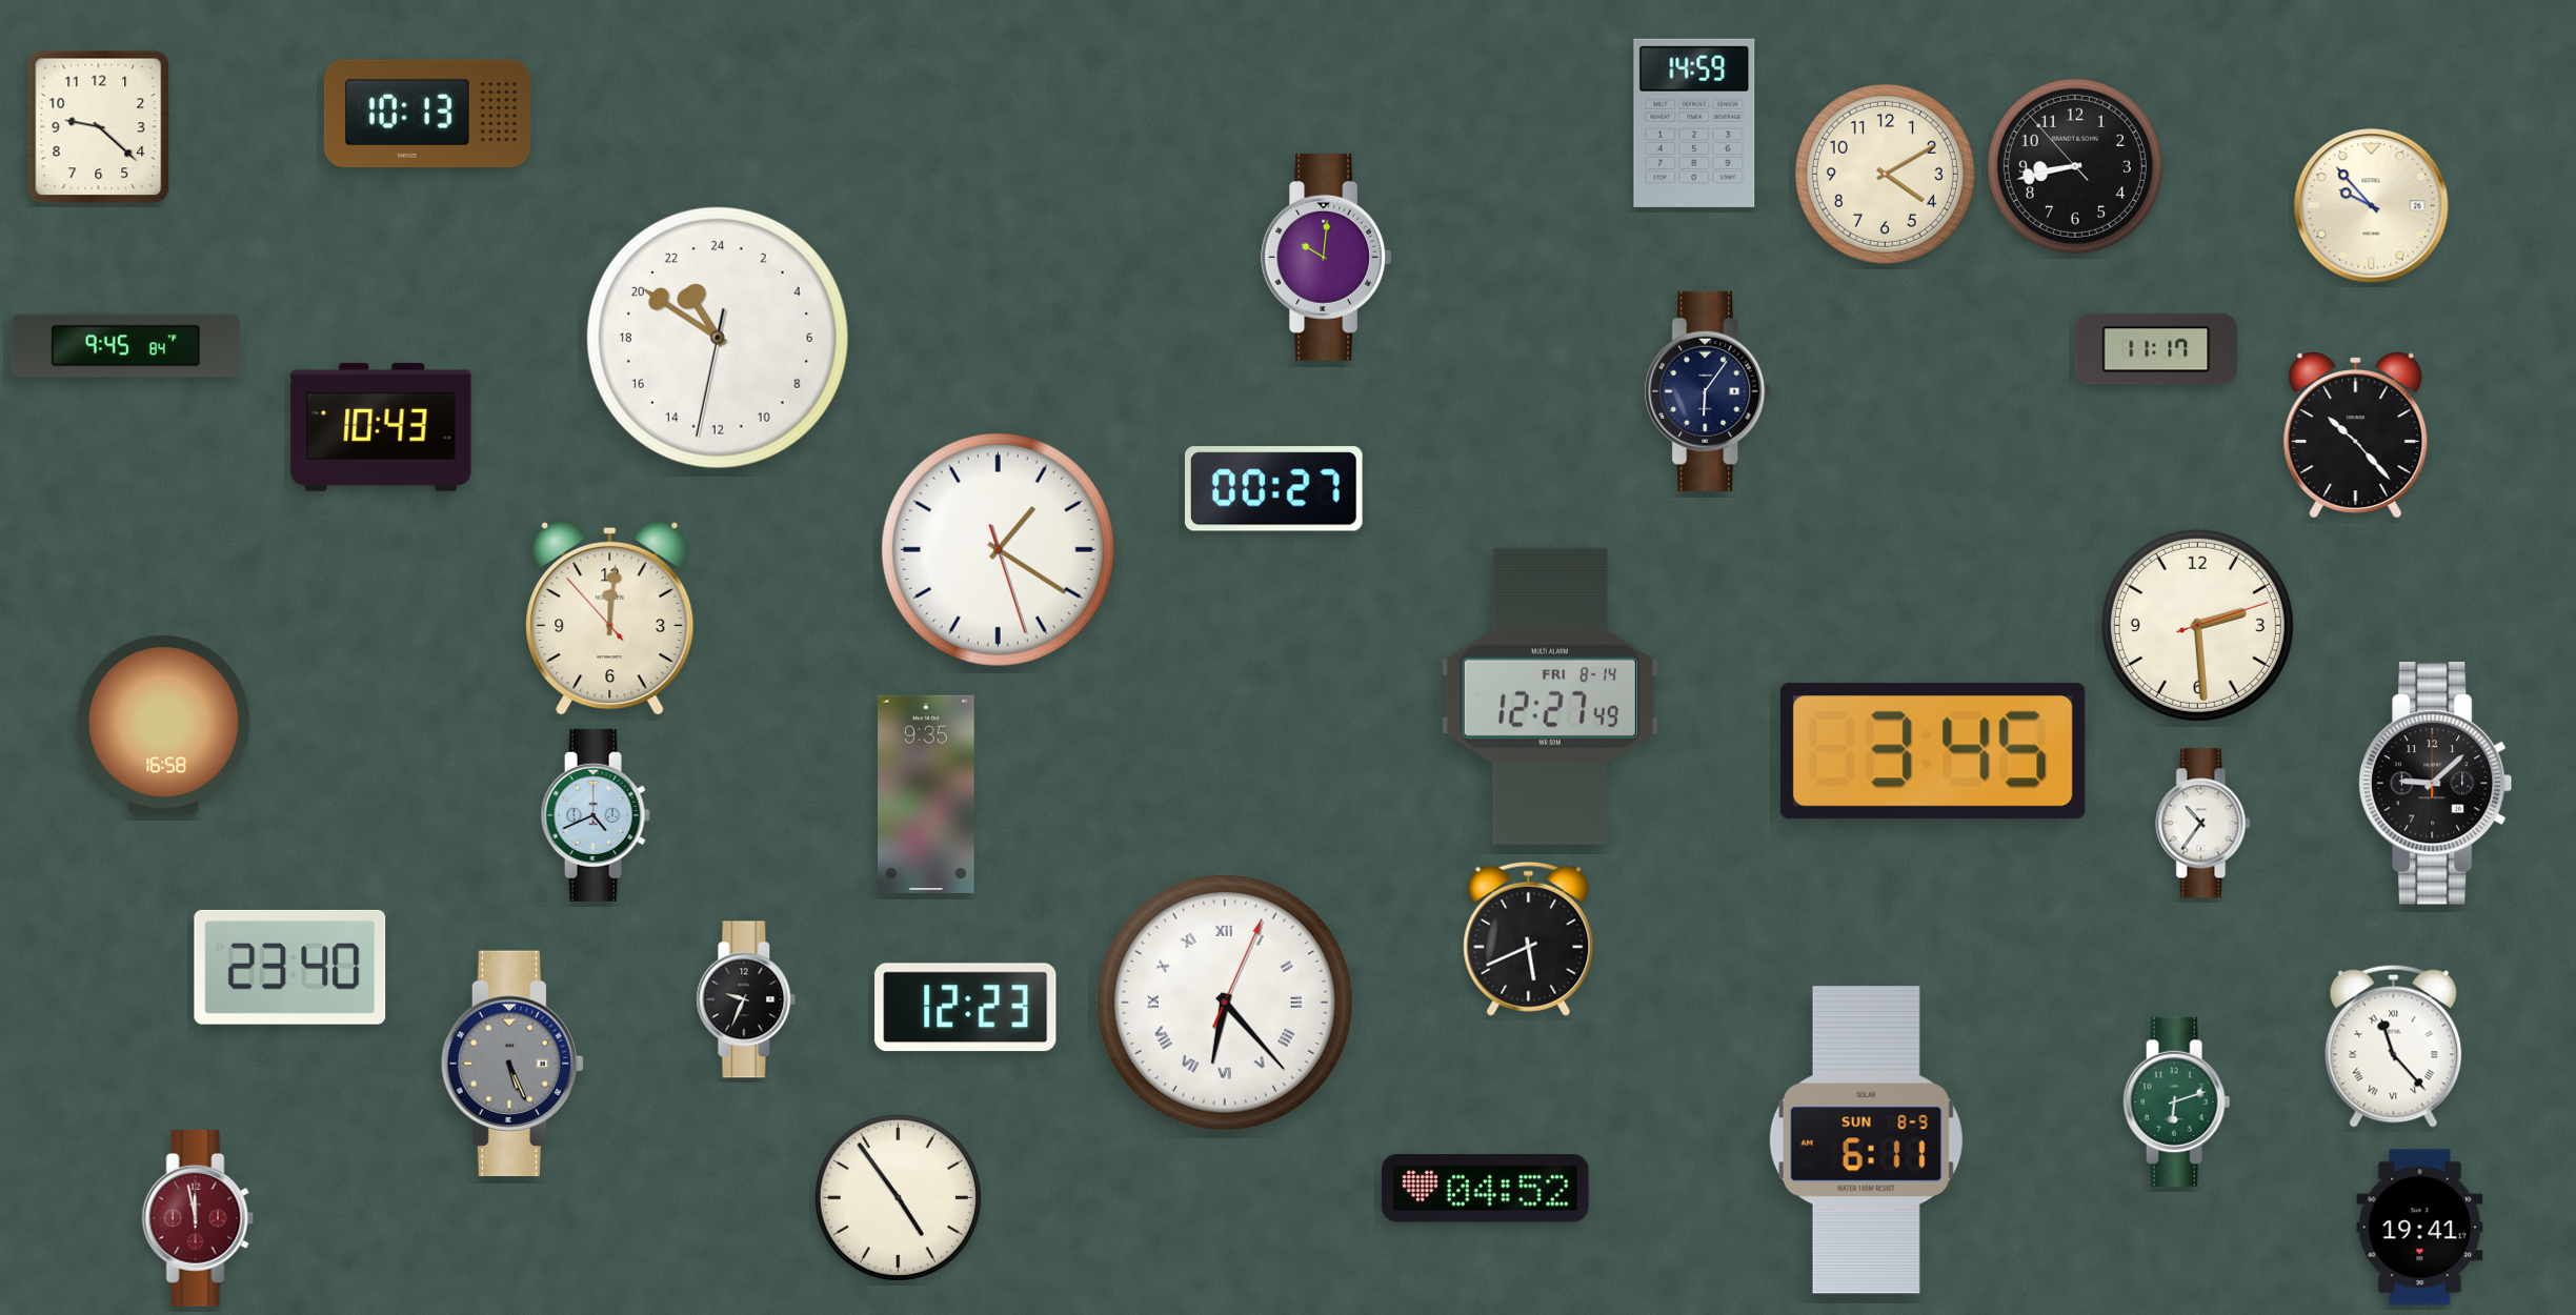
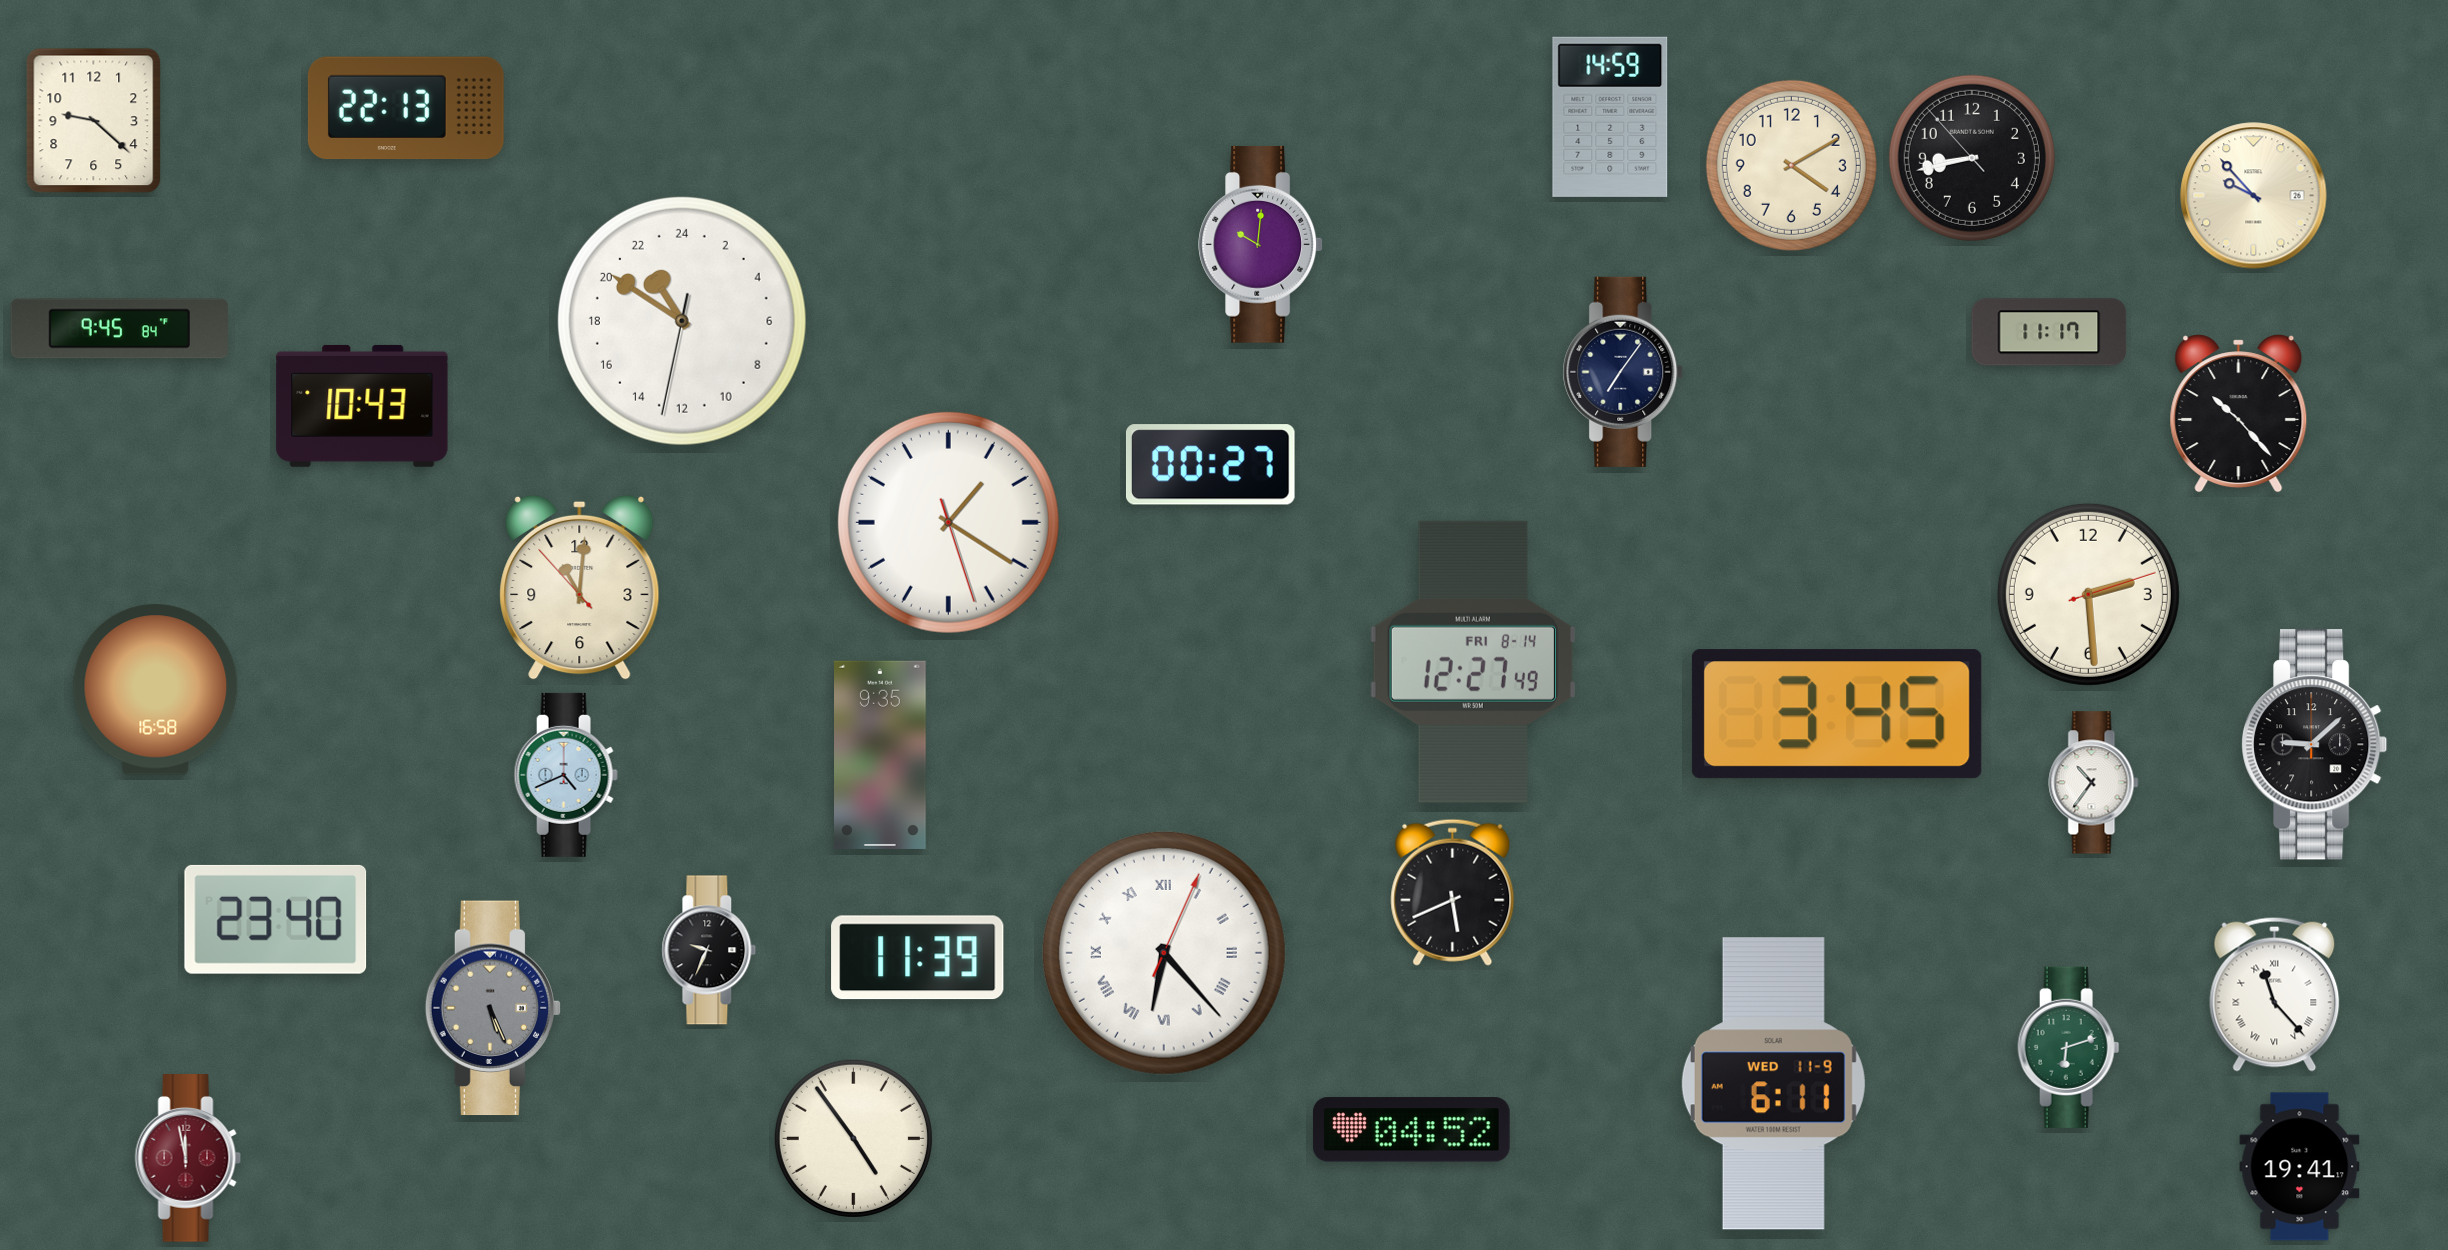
clock at (427, 114): 10:13 -> 22:13
clock at (1708, 391): 6:06 -> 7:06
clock at (610, 618): 12:00 -> 11:00
clock at (966, 1008): 12:23 -> 11:39
clock at (512, 1064) position: (512, 1064) -> (493, 1008)
clock at (1866, 1140) date: SUN 8-9 -> WED 11-9
